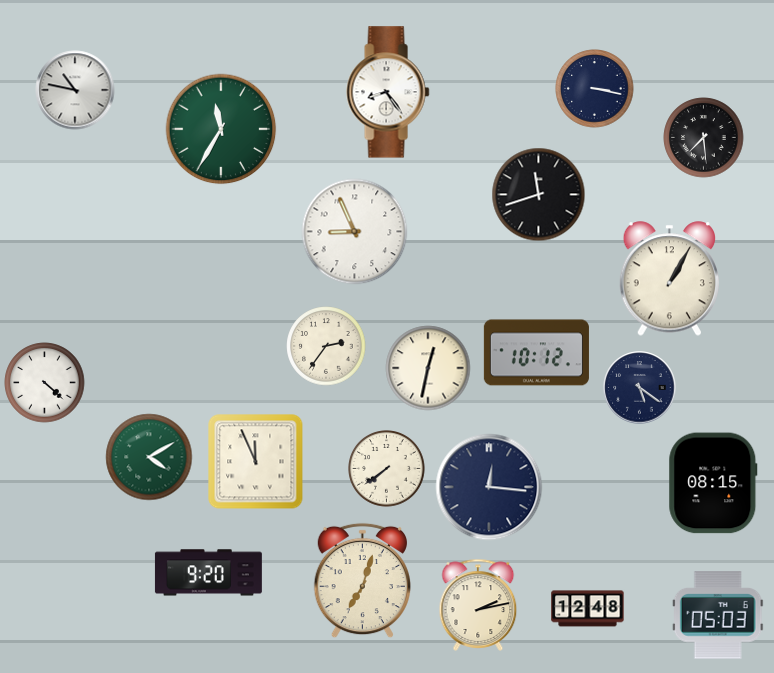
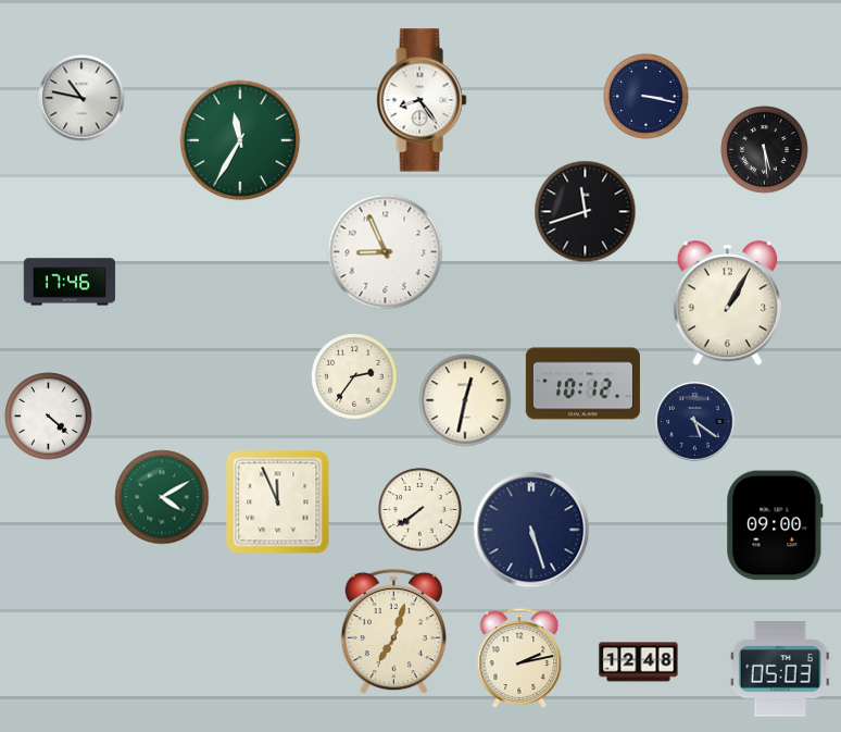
clock at (704, 138): 7:29 -> 5:29
clock at (70, 282): none -> 17:46
clock at (713, 483): 08:15 -> 09:00
clock at (489, 487): 12:16 -> 5:27
clock at (208, 573): 9:20 -> none
